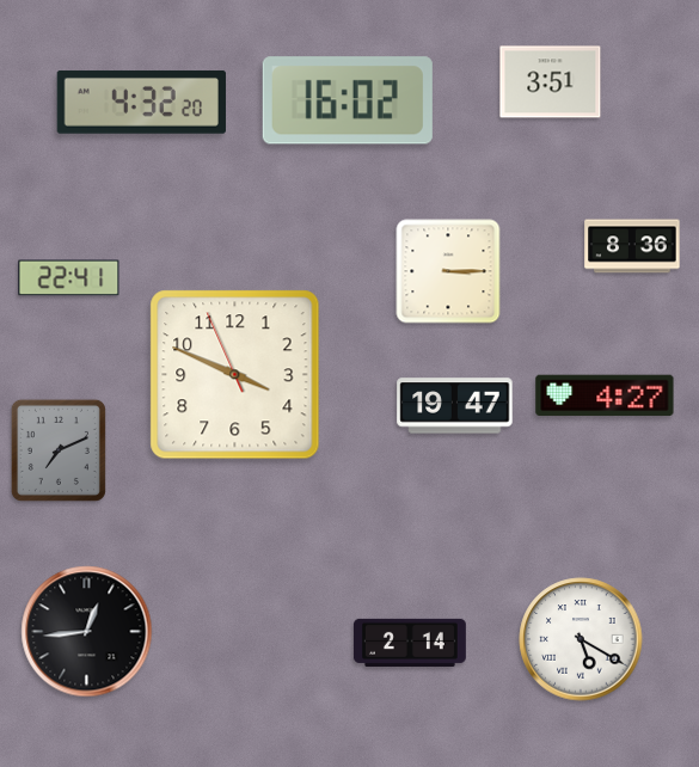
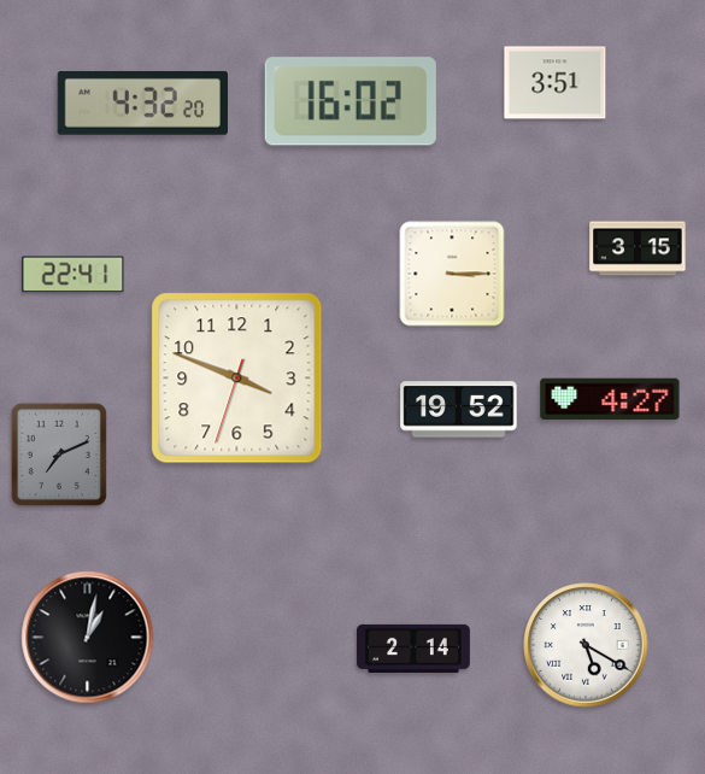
clock at (632, 246): 8:36 -> 3:15
clock at (69, 278) position: (69, 278) -> (74, 275)
clock at (235, 375): 3:48:56 -> 3:48:33
clock at (455, 406): 19:47 -> 19:52
clock at (87, 632): 12:44 -> 1:02
